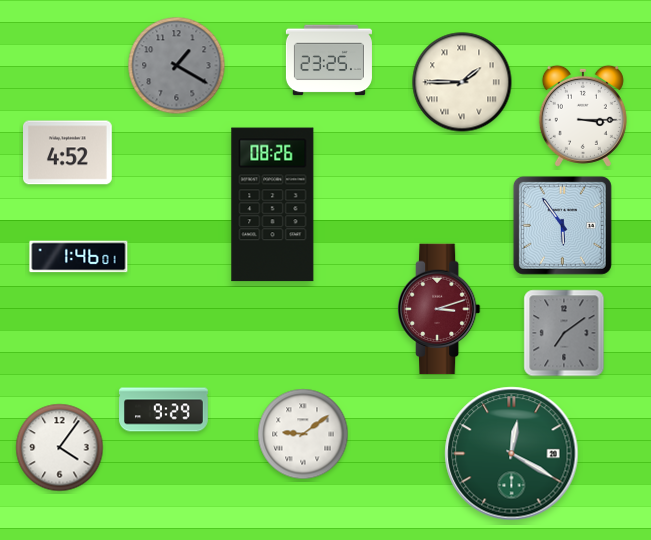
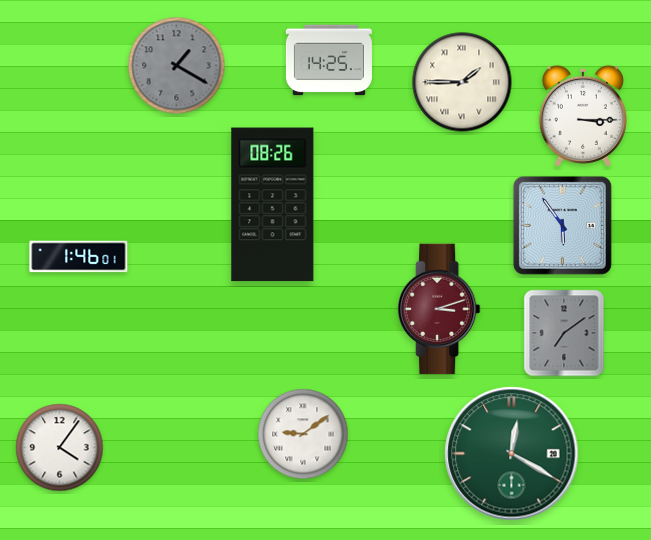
clock at (329, 60): 23:25 -> 14:25
clock at (68, 153): 4:52 -> none
clock at (164, 410): 9:29 -> none
